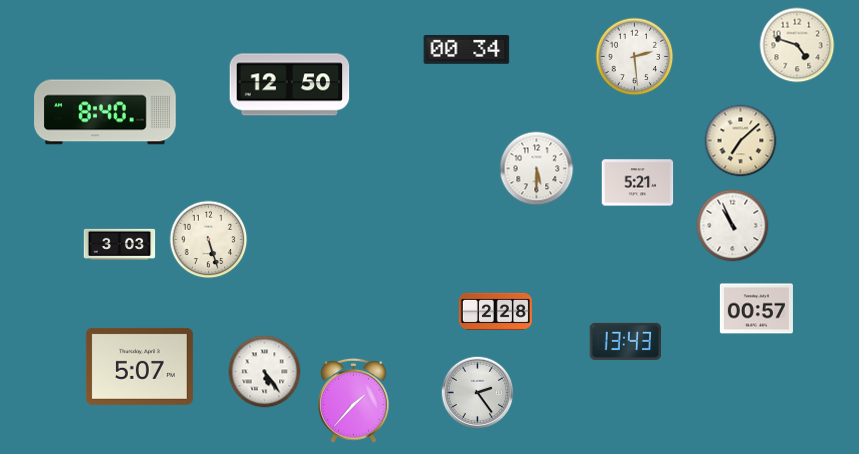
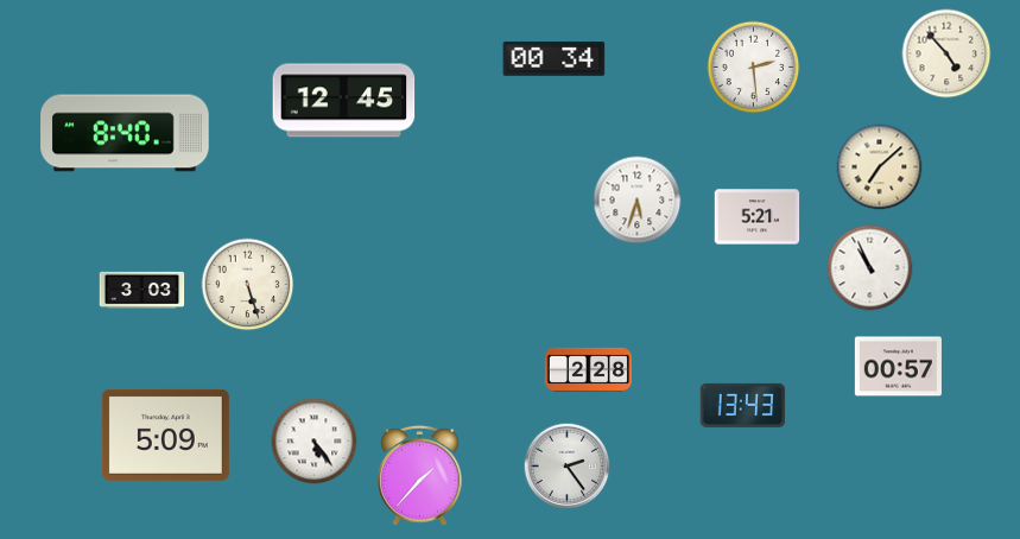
clock at (797, 45): 4:48 -> 4:53
clock at (290, 85): 12:50 -> 12:45
clock at (537, 169): 5:30 -> 5:33
clock at (139, 366): 5:07 -> 5:09
